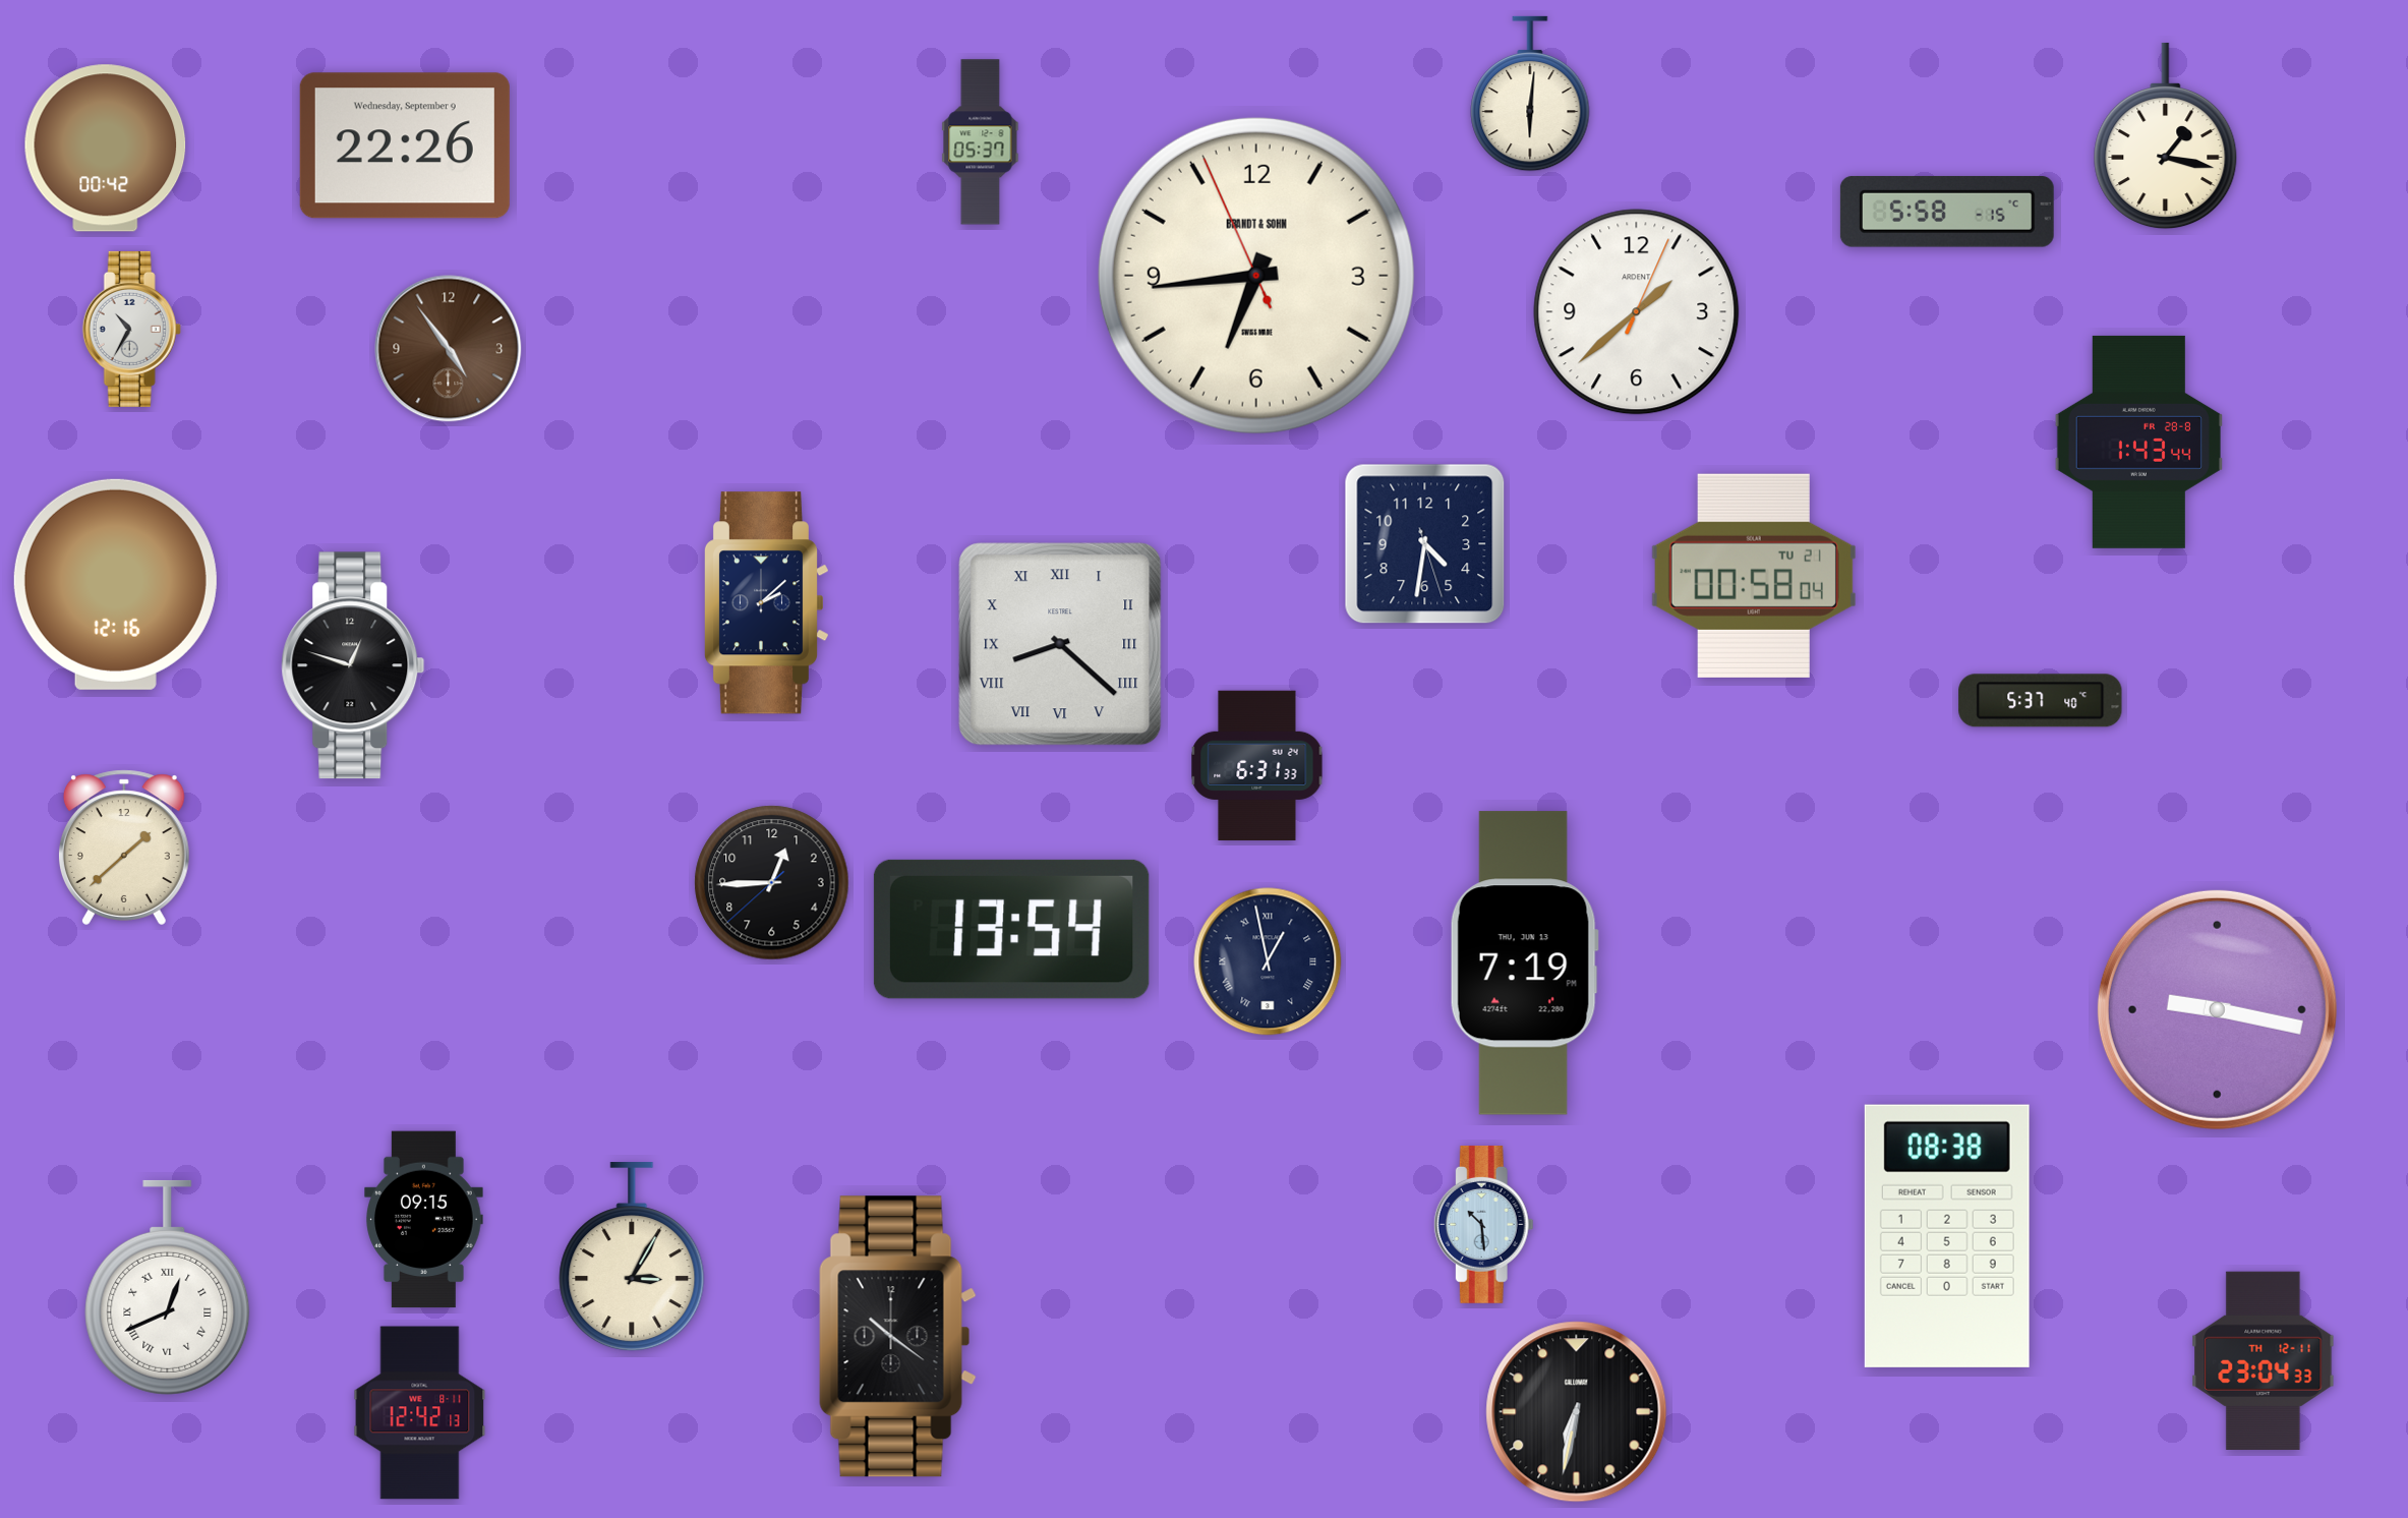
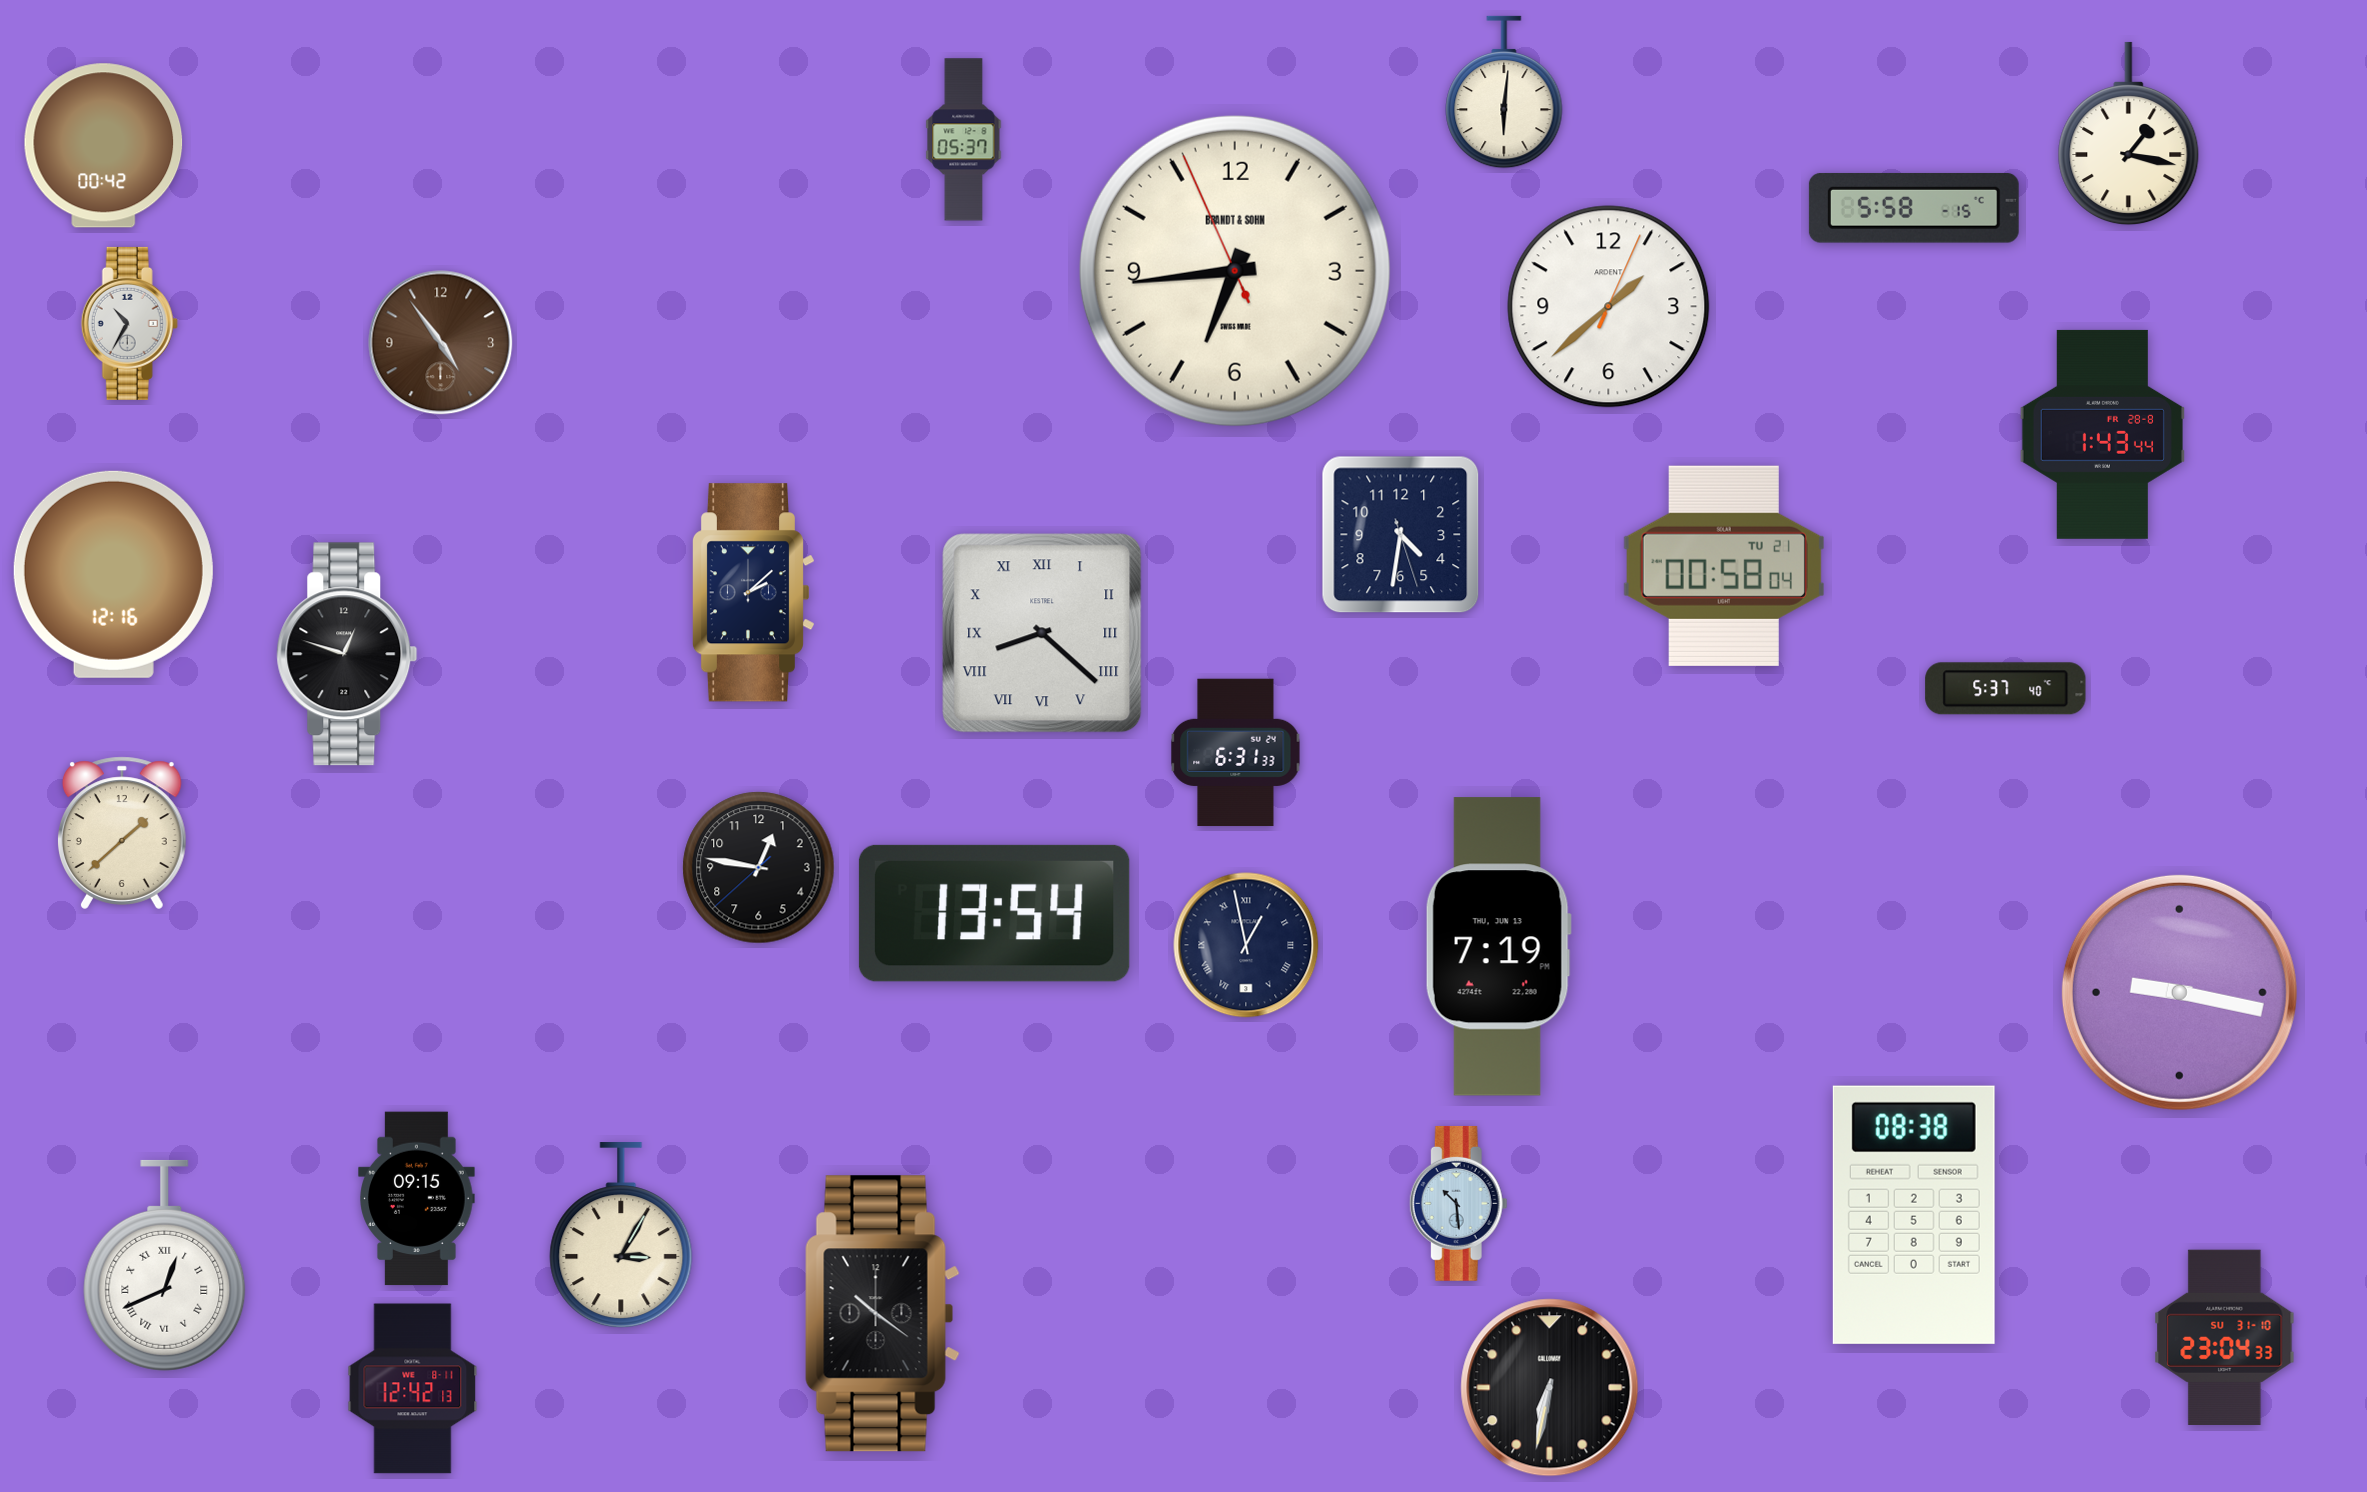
clock at (405, 145): 22:26 -> none
clock at (772, 883): 12:44 -> 12:46
clock at (2264, 1360) date: TH 12-11 -> SU 31-10
